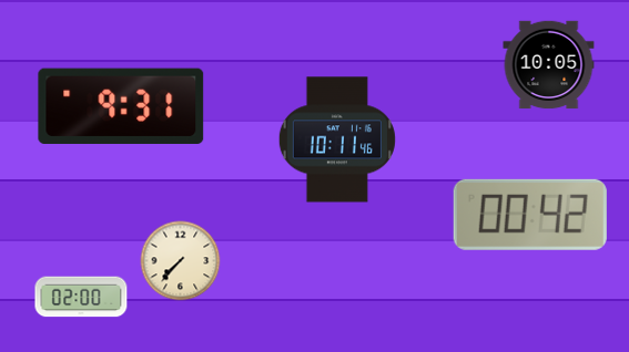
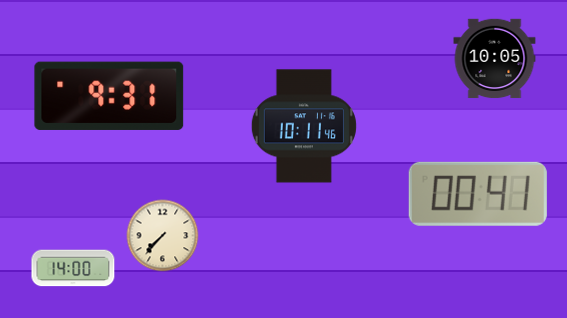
clock at (530, 215): 00:42 -> 00:41
clock at (81, 297): 02:00 -> 14:00
